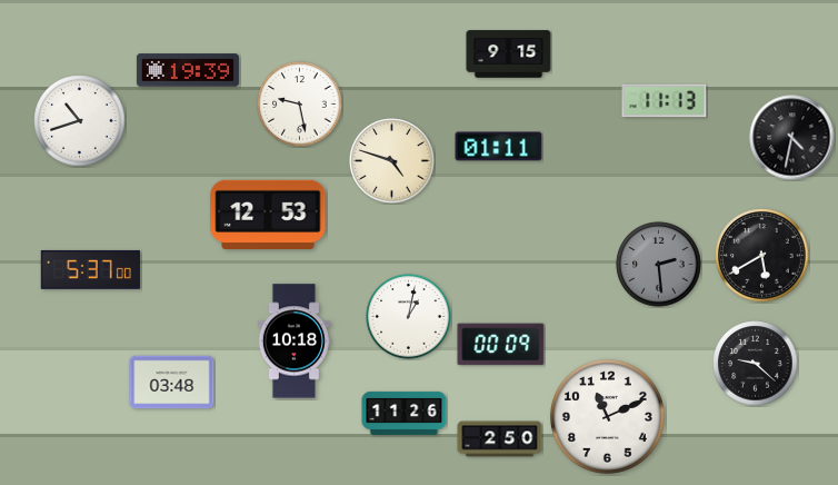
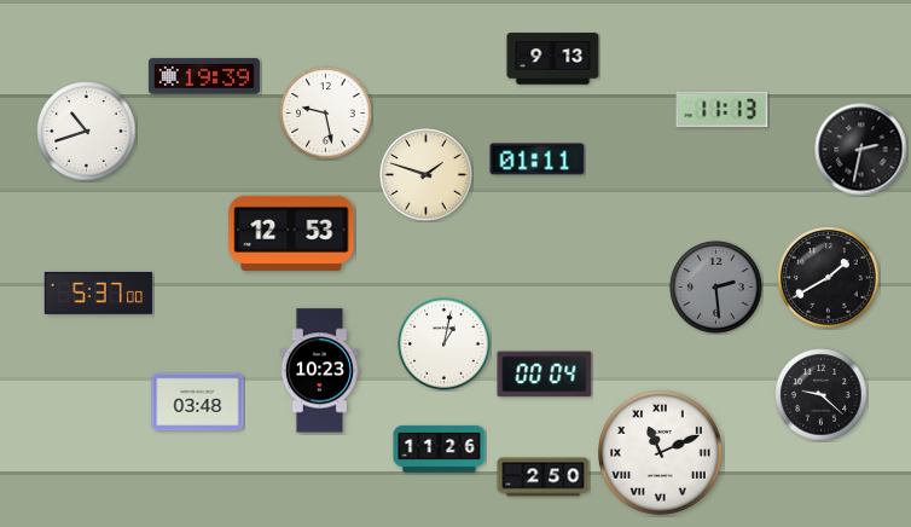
clock at (509, 55): 9:15 -> 9:13
clock at (792, 138): 4:32 -> 2:32
clock at (499, 147) position: (499, 147) -> (538, 160)
clock at (392, 161): 4:48 -> 1:48
clock at (762, 256): 5:40 -> 1:40
clock at (293, 342): 10:18 -> 10:23
clock at (501, 345): 00:09 -> 00:04
clock at (172, 383) position: (172, 383) -> (198, 403)
clock at (608, 417) numerals: Arabic -> Roman
